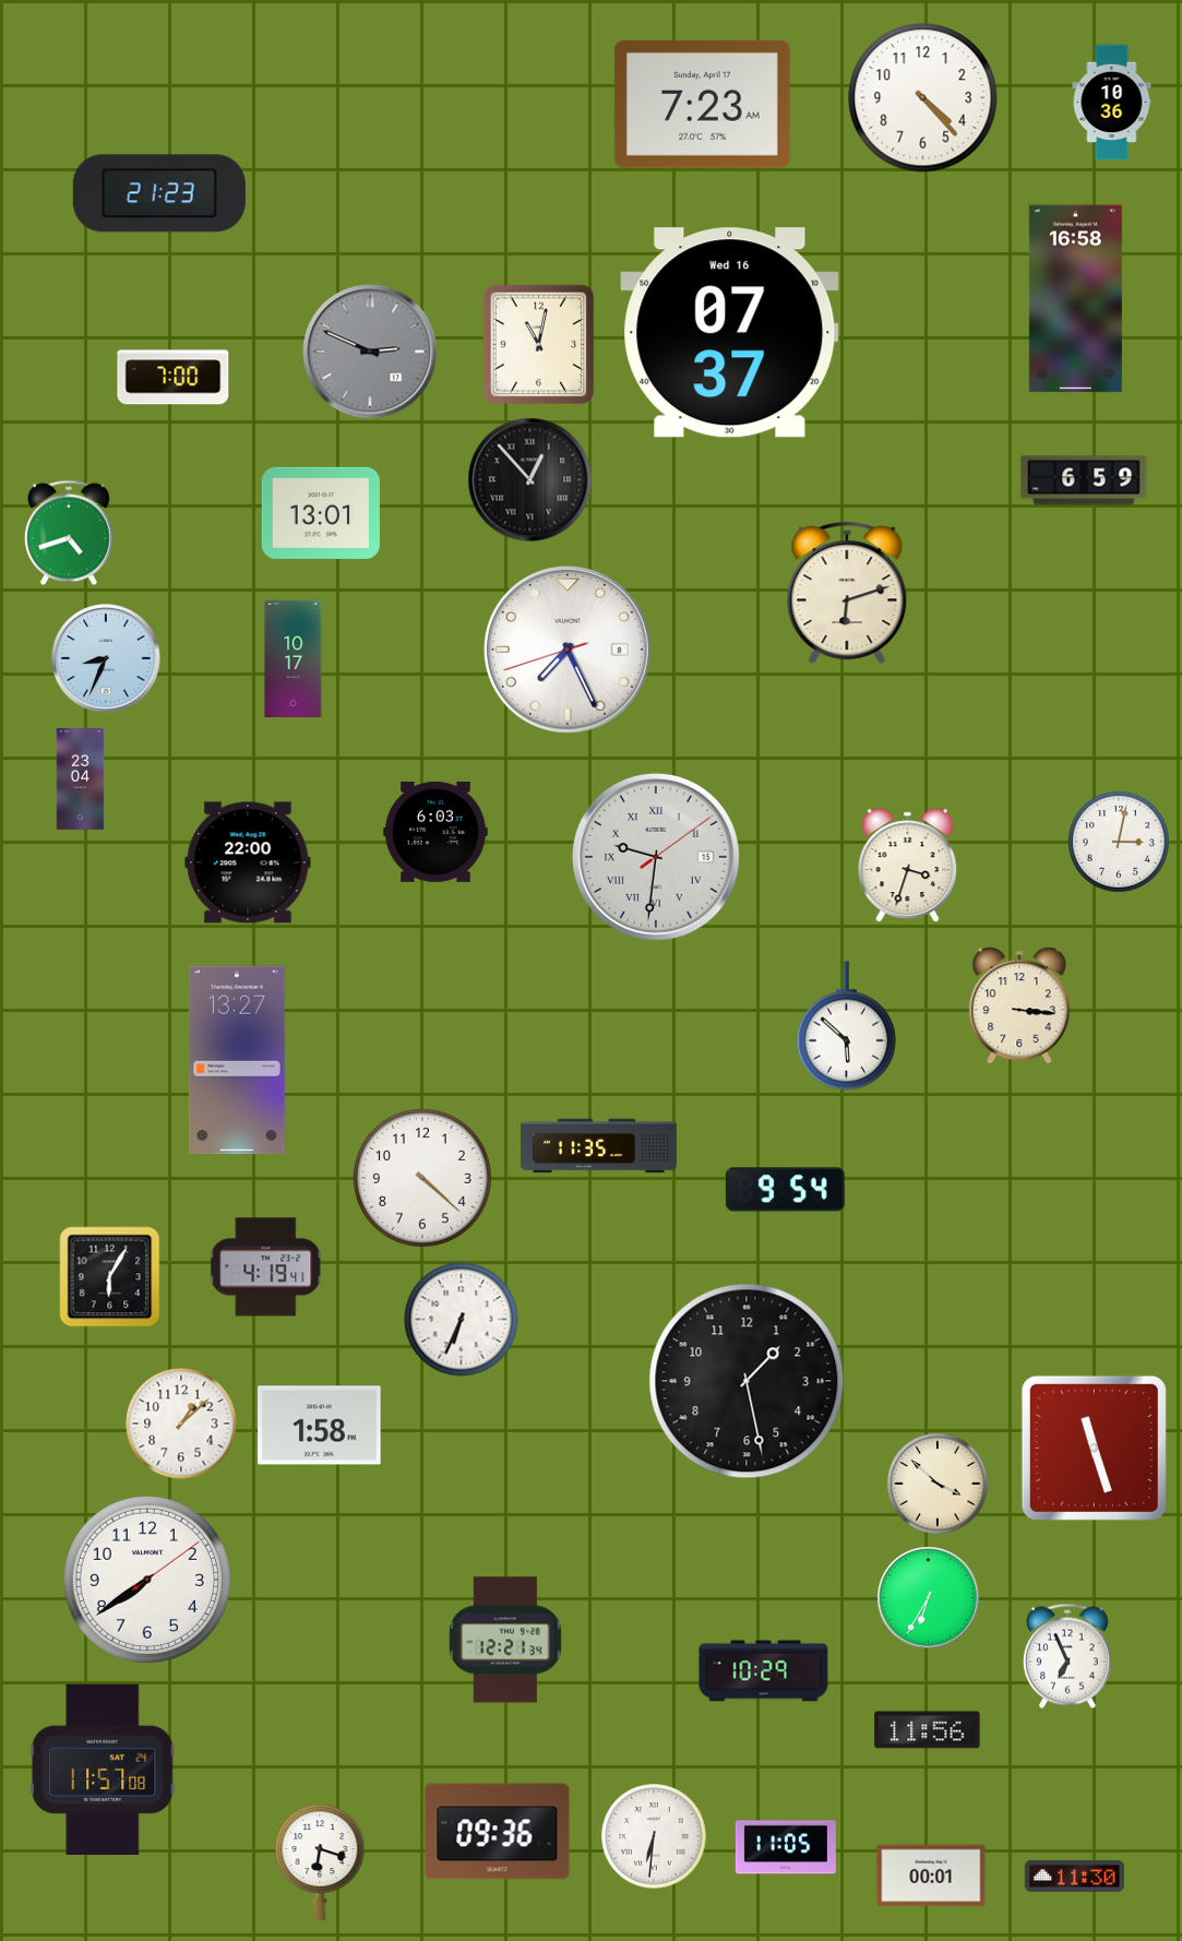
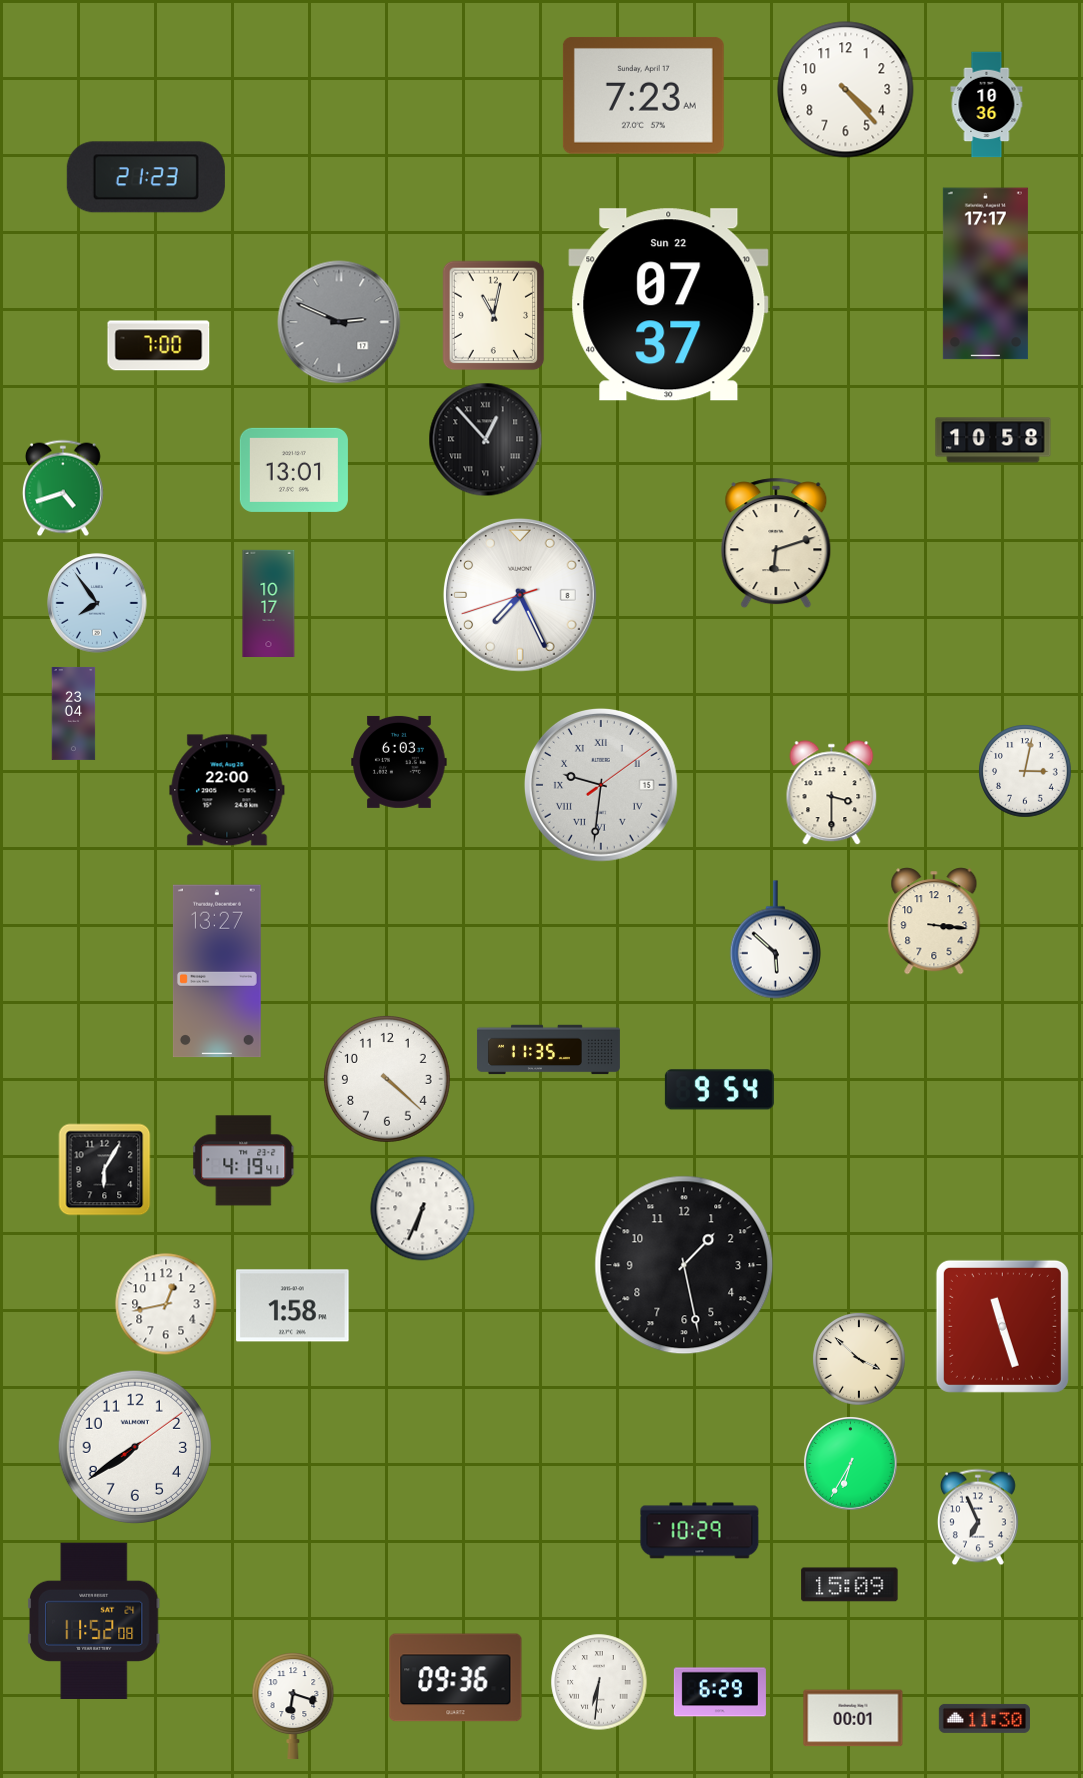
clock at (1112, 103) position: (1112, 103) -> (987, 105)
clock at (1075, 299): 16:58 -> 17:17
clock at (730, 333) date: Wed 16 -> Sun 22
clock at (1084, 480): 6:59 -> 10:58
clock at (106, 658): 8:34 -> 7:54
clock at (908, 866): 3:33 -> 3:30
clock at (110, 1277) position: (110, 1277) -> (105, 1170)
clock at (181, 1424): 1:08 -> 12:43
clock at (505, 1640): 12:21 -> none
clock at (928, 1730): 11:56 -> 15:09
clock at (103, 1769): 11:57 -> 11:52
clock at (786, 1847): 11:05 -> 6:29
